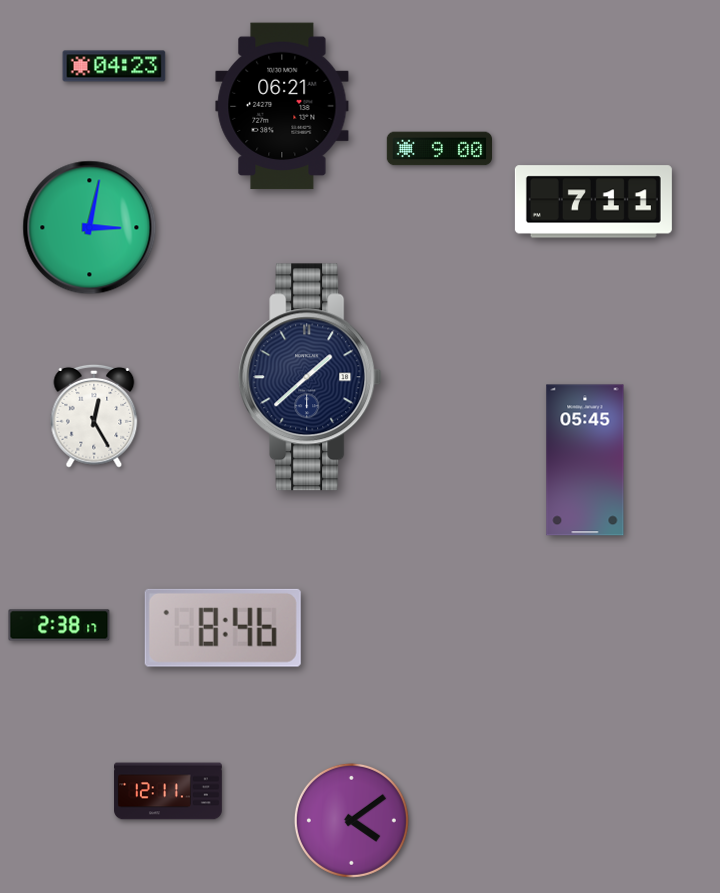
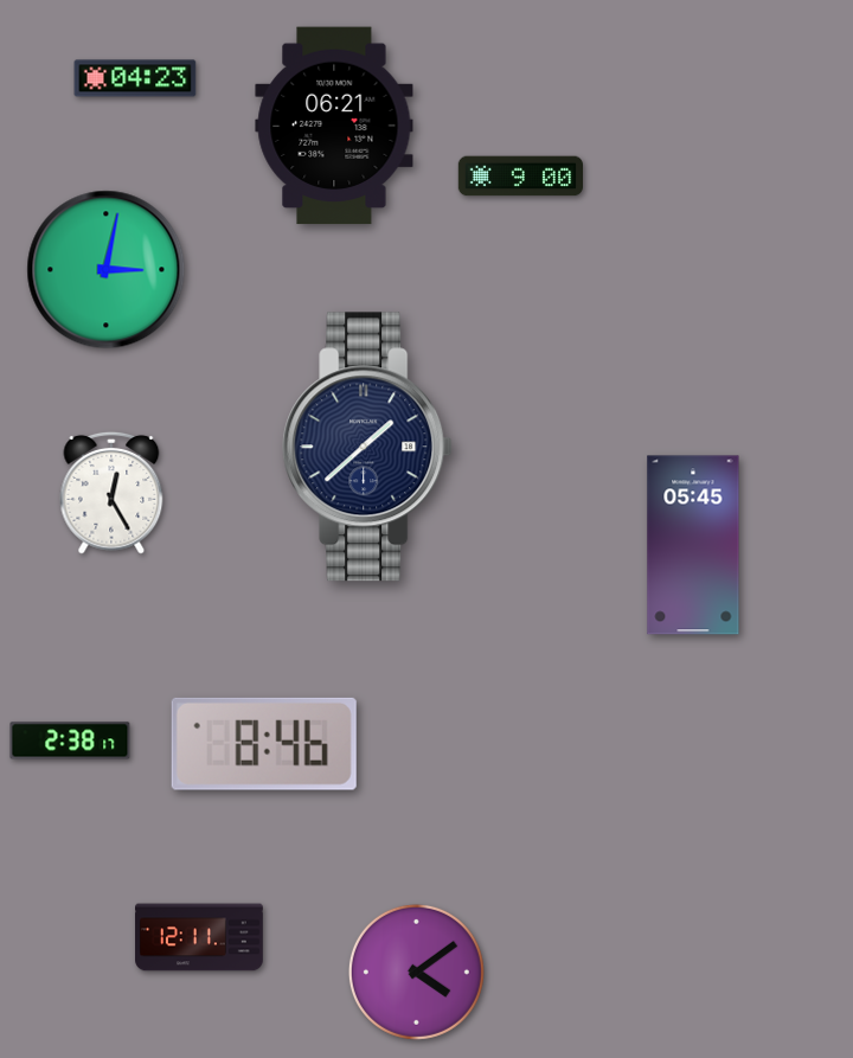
clock at (593, 202): 7:11 -> none
